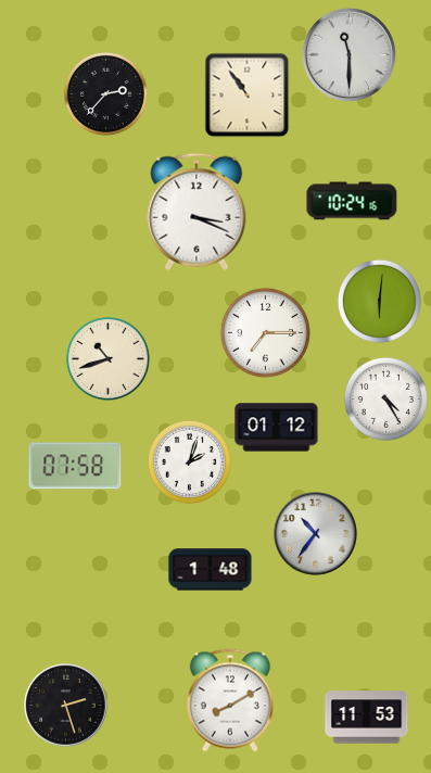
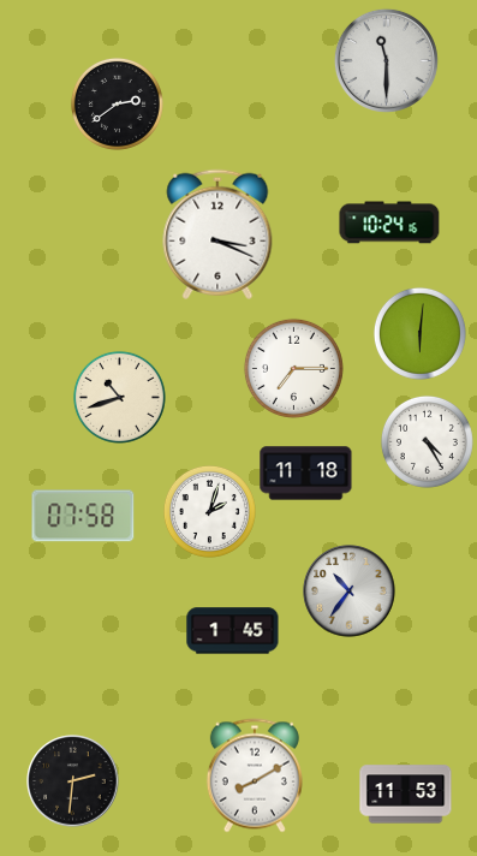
clock at (105, 93): 2:37 -> 2:39
clock at (246, 94): 10:54 -> none
clock at (277, 428): 01:12 -> 11:18
clock at (211, 570): 1:48 -> 1:45
clock at (66, 706): 2:27 -> 2:31
